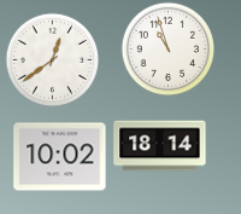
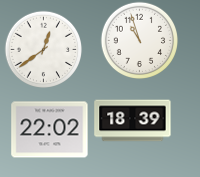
clock at (160, 146): 18:14 -> 18:39
clock at (60, 157): 10:02 -> 22:02
